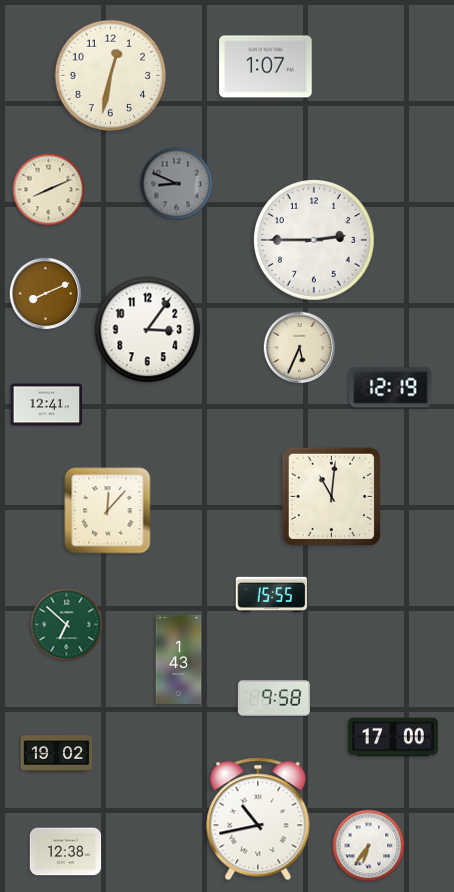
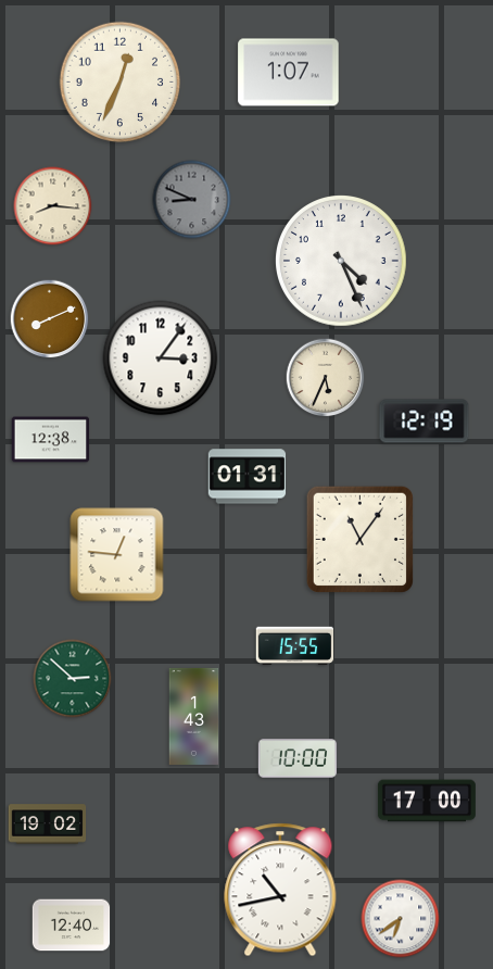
clock at (111, 76): 12:32 -> 12:34
clock at (49, 190): 8:11 -> 8:16
clock at (315, 241): 2:45 -> 4:26
clock at (47, 405): 12:41 -> 12:38
clock at (248, 477): none -> 01:31
clock at (331, 496): 11:01 -> 11:06
clock at (108, 511): 12:07 -> 12:46
clock at (67, 625): 6:52 -> 2:52
clock at (273, 698): 9:58 -> 10:00
clock at (57, 754) position: (57, 754) -> (48, 825)
clock at (369, 846): 6:36 -> 6:39
clock at (66, 852): 12:38 -> 12:40
